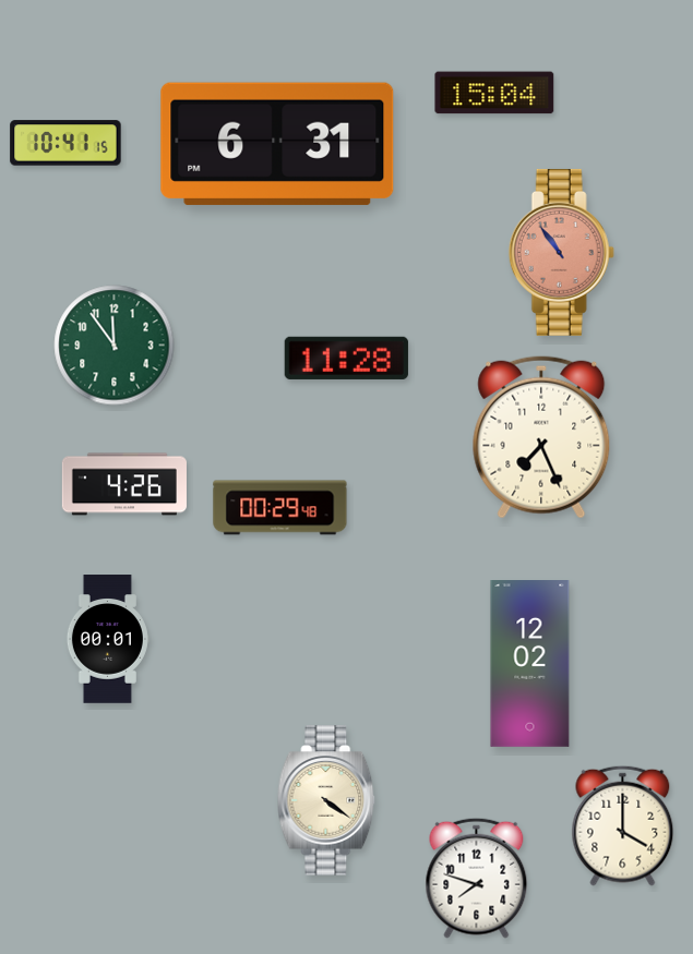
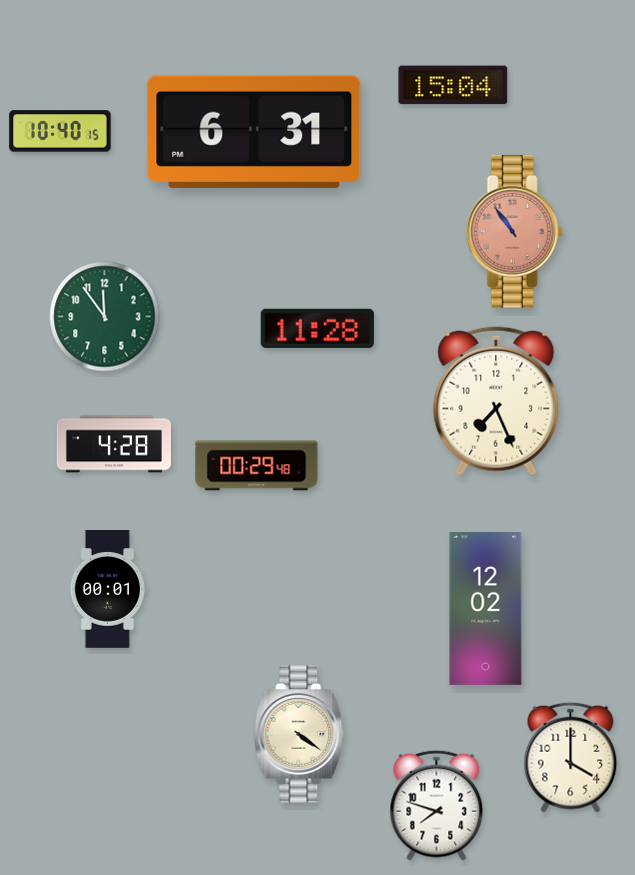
clock at (65, 143): 10:41 -> 10:40
clock at (124, 484): 4:26 -> 4:28
clock at (107, 639) position: (107, 639) -> (107, 589)
